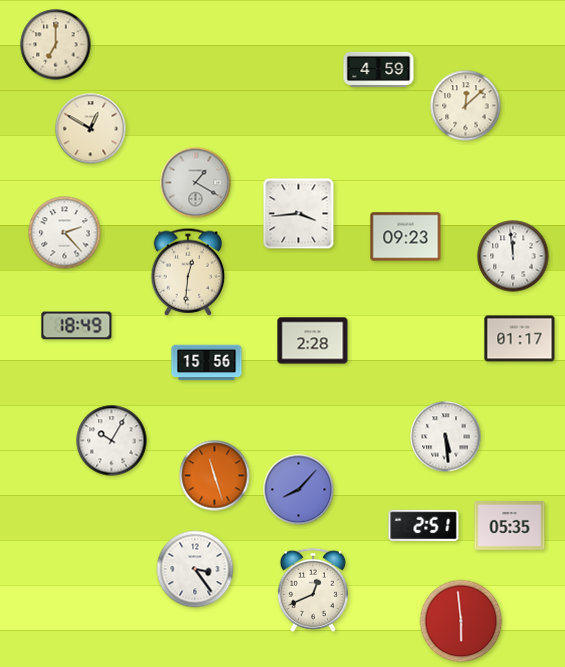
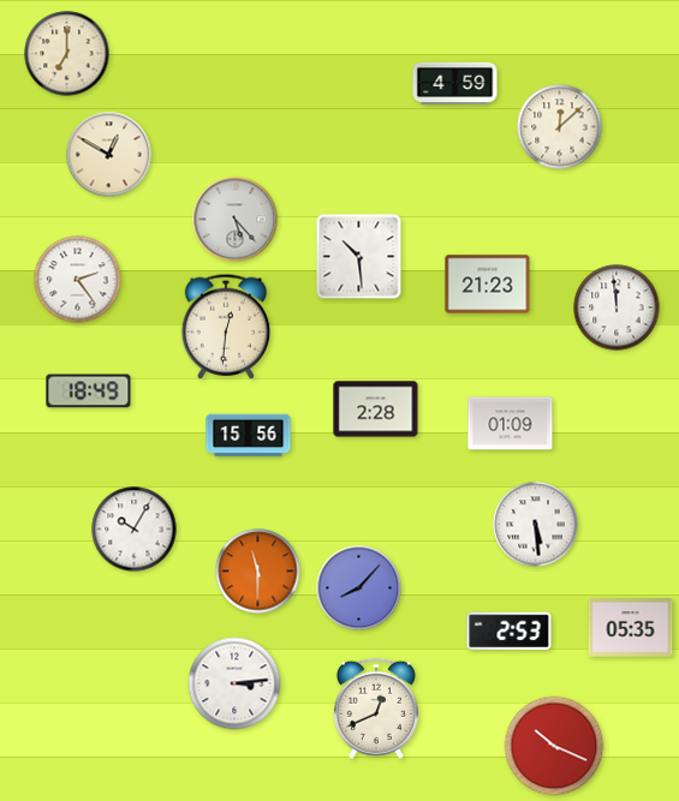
clock at (196, 183): 1:20 -> 5:23
clock at (299, 214): 3:44 -> 10:29
clock at (65, 233): 2:23 -> 2:24
clock at (406, 237): 09:23 -> 21:23
clock at (77, 326) position: (77, 326) -> (89, 391)
clock at (520, 339): 01:17 -> none
clock at (511, 424): none -> 01:09
clock at (215, 476): 11:27 -> 11:30
clock at (424, 525): 2:51 -> 2:53
clock at (510, 526) position: (510, 526) -> (631, 628)
clock at (195, 569): 3:24 -> 3:14
clock at (461, 621): 5:59 -> 10:19
